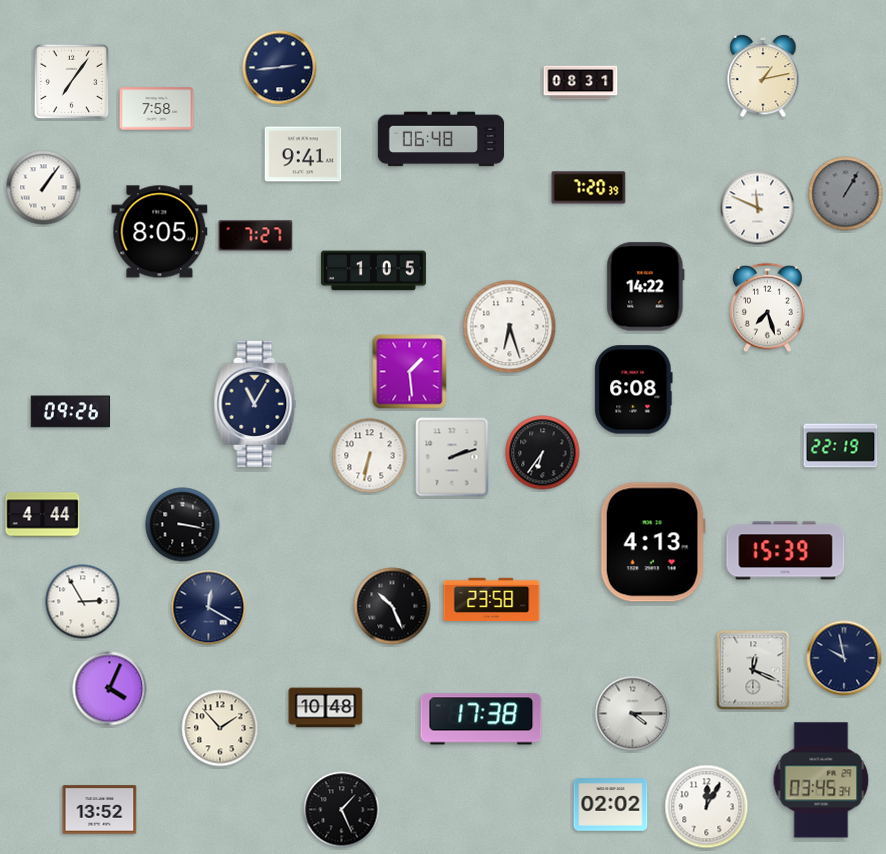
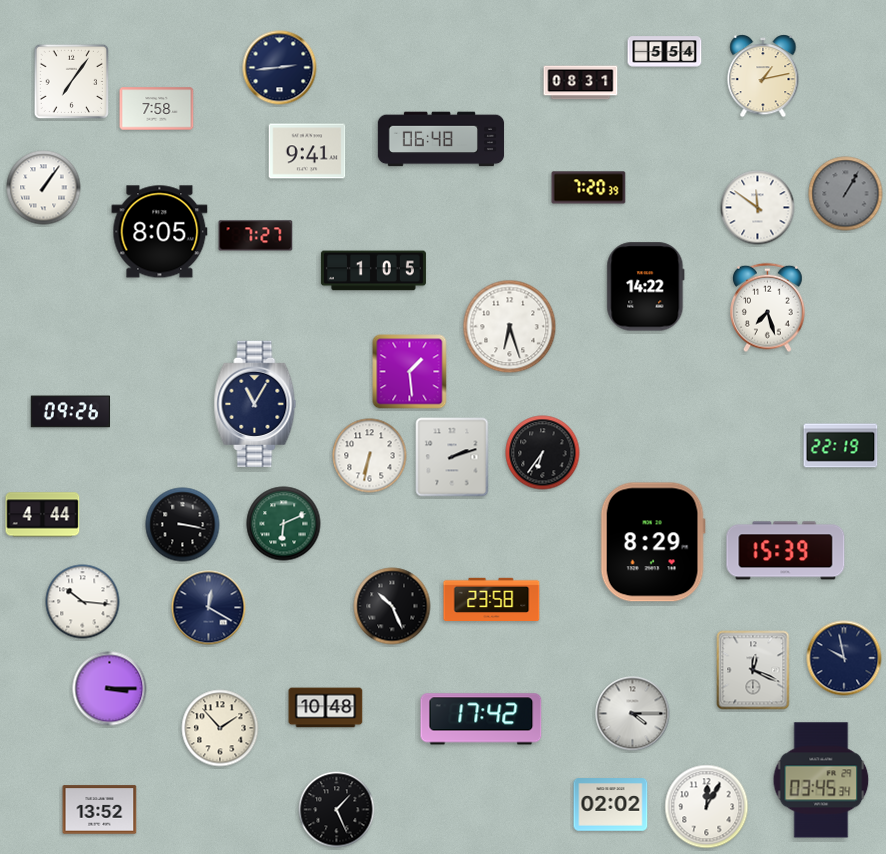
clock at (665, 52): none -> 5:54
clock at (303, 154) position: (303, 154) -> (307, 151)
clock at (758, 208): 11:49 -> 11:51
clock at (634, 390): 6:08 -> none
clock at (284, 524): none -> 6:11
clock at (653, 542): 4:13 -> 8:29
clock at (83, 602): 2:55 -> 10:16
clock at (110, 689): 4:04 -> 3:15
clock at (481, 719): 17:38 -> 17:42
clock at (342, 810) position: (342, 810) -> (337, 810)
